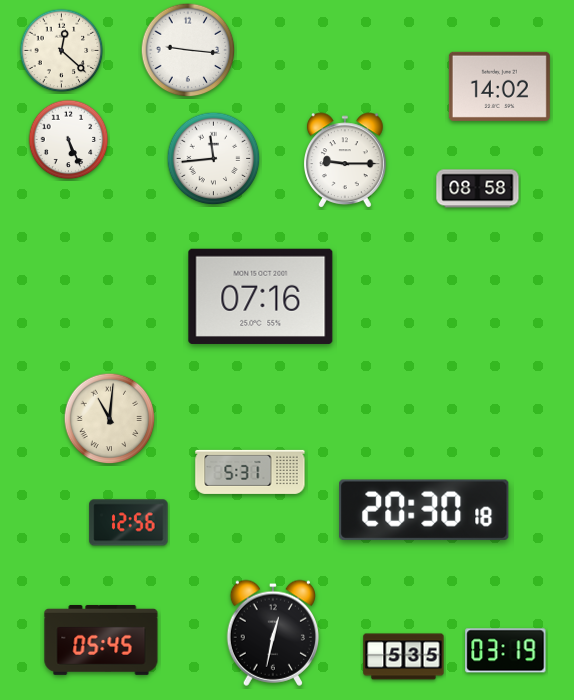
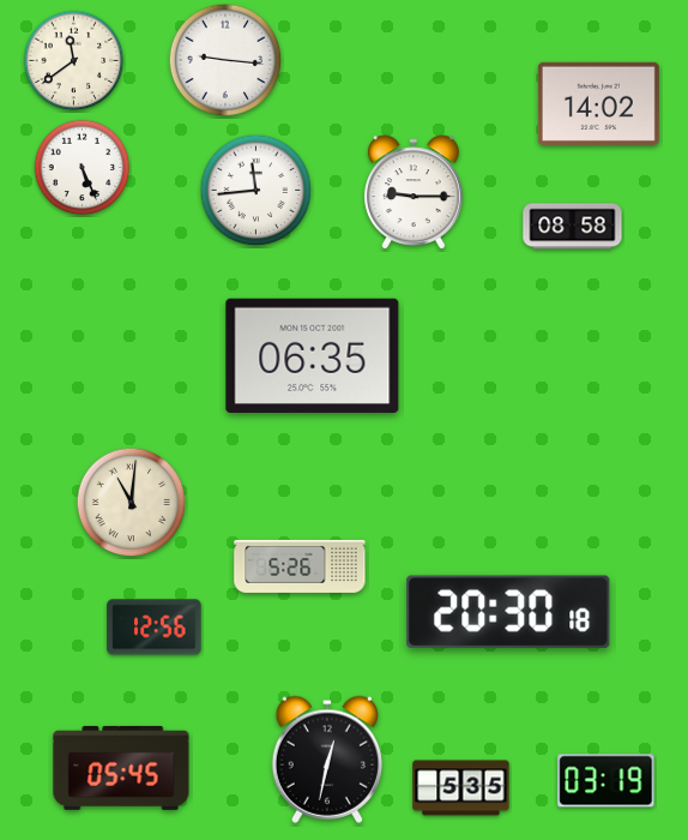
clock at (62, 51): 12:22 -> 11:39
clock at (261, 296): 07:16 -> 06:35
clock at (250, 472): 5:31 -> 5:26
clock at (404, 657) position: (404, 657) -> (461, 788)
